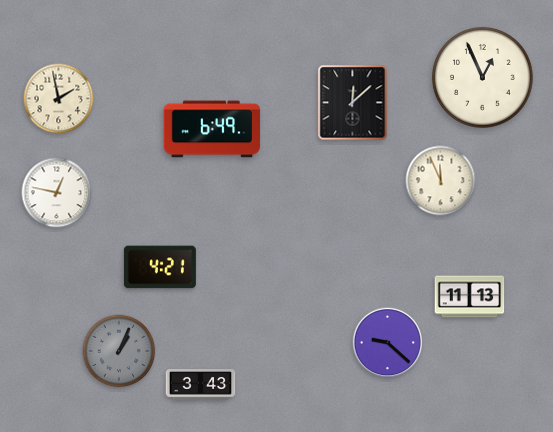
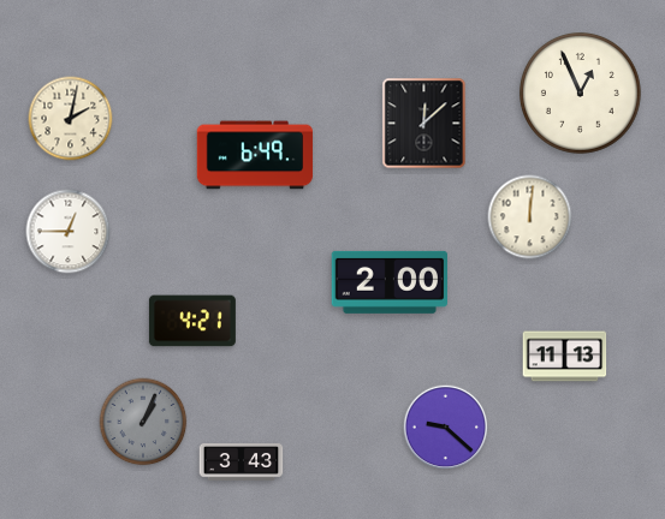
clock at (59, 99): 1:58 -> 2:02
clock at (441, 181): 11:56 -> 12:01
clock at (57, 193): 12:47 -> 12:45
clock at (388, 282): none -> 2:00
clock at (388, 343) position: (388, 343) -> (446, 428)
